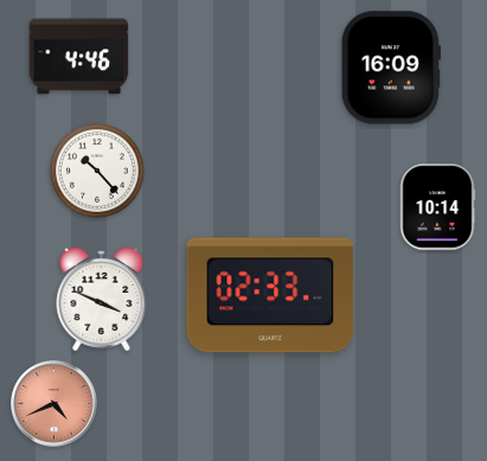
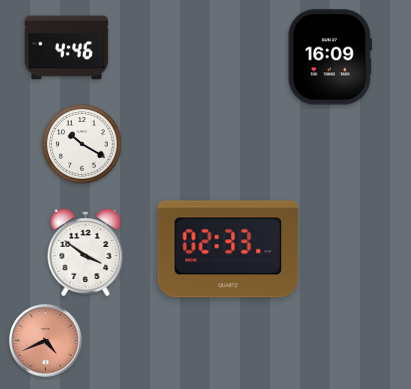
clock at (98, 172): 10:23 -> 10:20
clock at (437, 207): 10:14 -> none
clock at (102, 299): 3:49 -> 3:51
